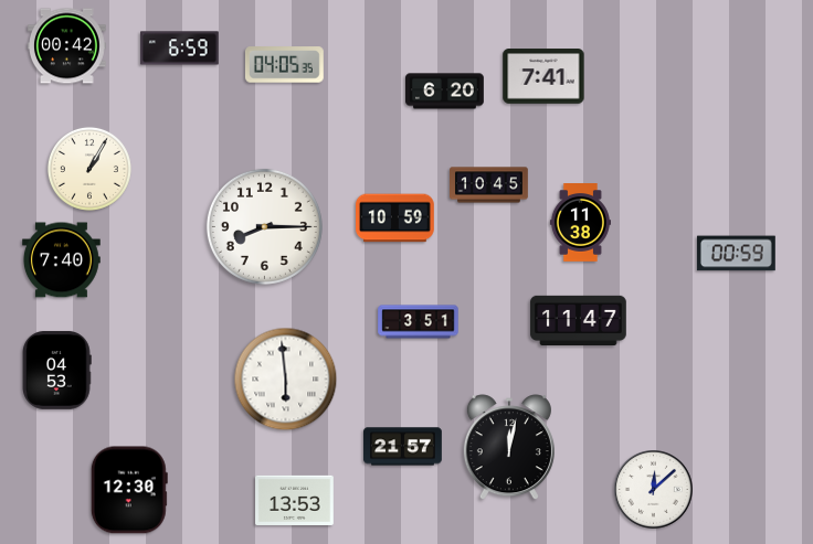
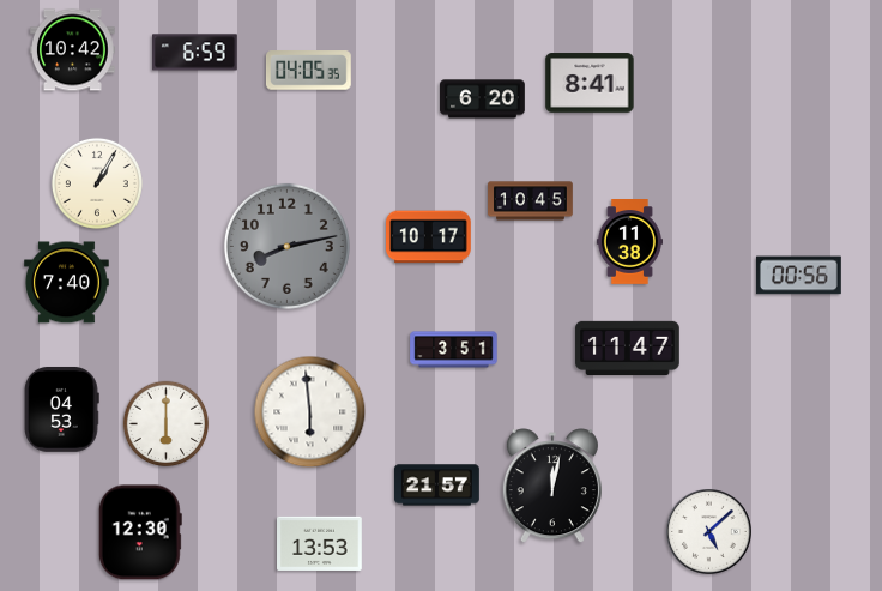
clock at (67, 46): 00:42 -> 10:42
clock at (543, 76): 7:41 -> 8:41
clock at (395, 218): 10:59 -> 10:17
clock at (264, 226): 8:15 -> 8:13
clock at (264, 226) dial: white -> grey
clock at (736, 254): 00:59 -> 00:56
clock at (56, 371) position: (56, 371) -> (61, 410)
clock at (167, 424): none -> 6:00
clock at (654, 490): 12:08 -> 5:08
